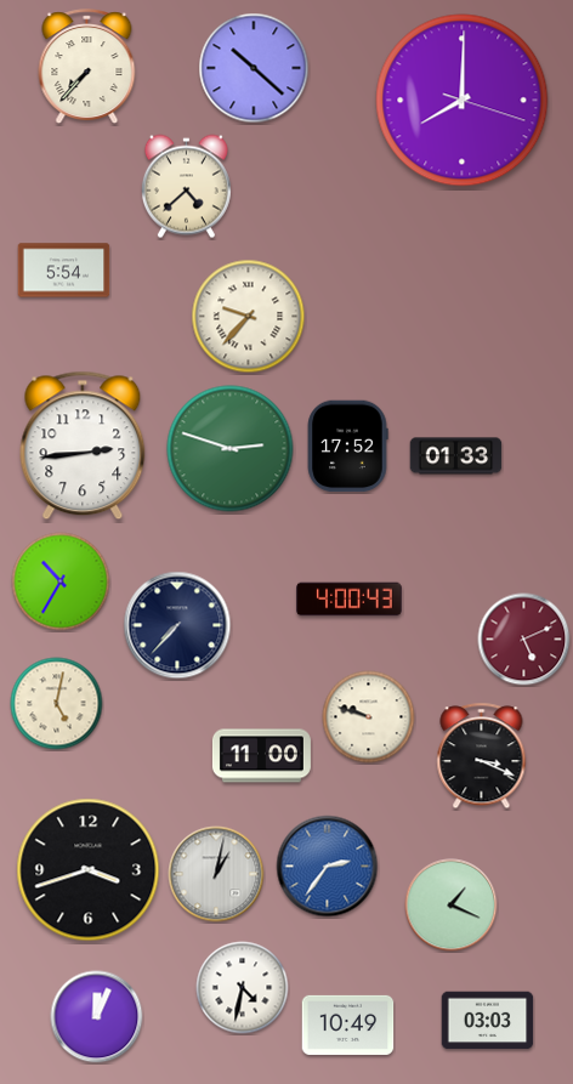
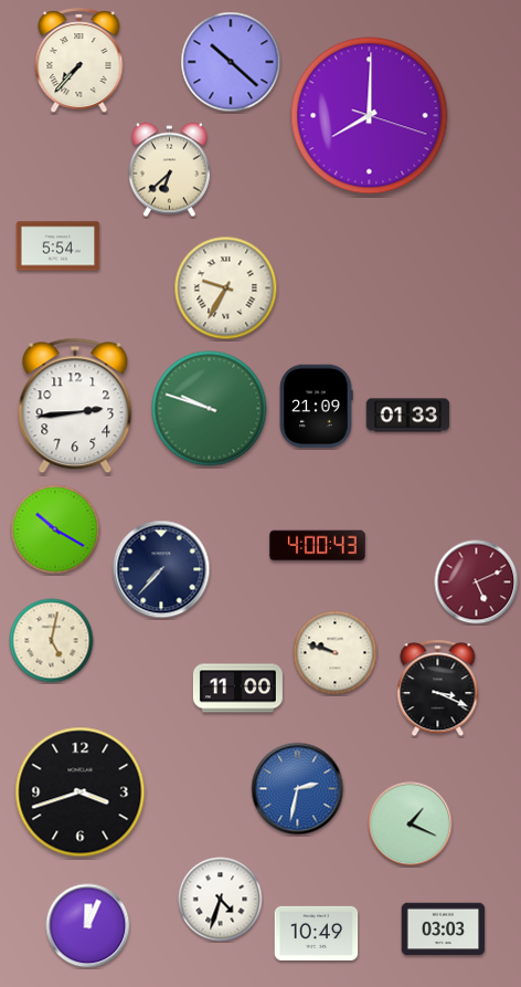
clock at (463, 101) position: (463, 101) -> (370, 116)
clock at (186, 187): 4:38 -> 6:38
clock at (249, 317): 9:37 -> 9:35
clock at (347, 447): 17:52 -> 21:09
clock at (231, 449): 2:48 -> 9:48
clock at (456, 456) position: (456, 456) -> (408, 416)
clock at (61, 581): 10:35 -> 10:20
clock at (328, 867): 2:36 -> 2:32
clock at (216, 874): 1:02 -> none
clock at (243, 988): 4:32 -> 4:33
